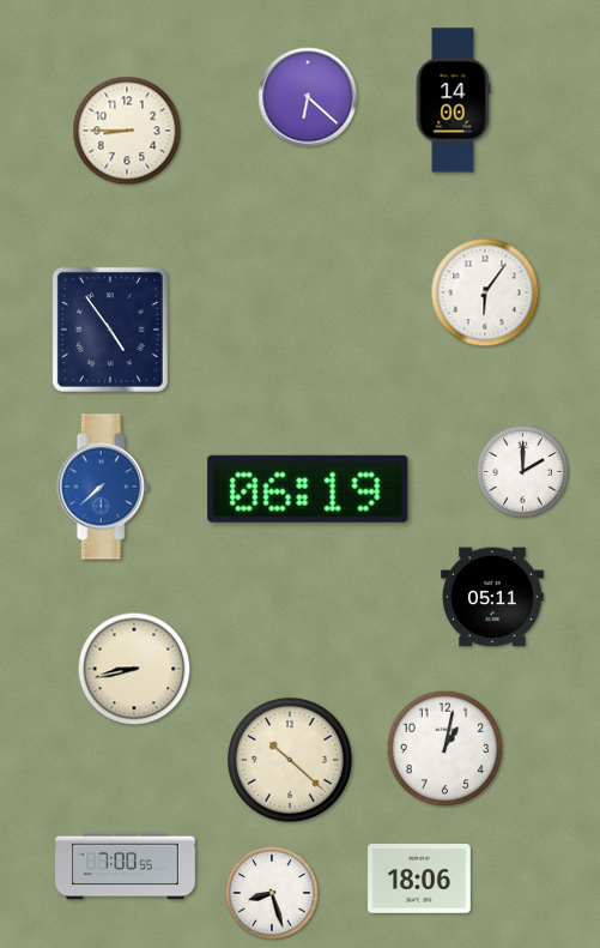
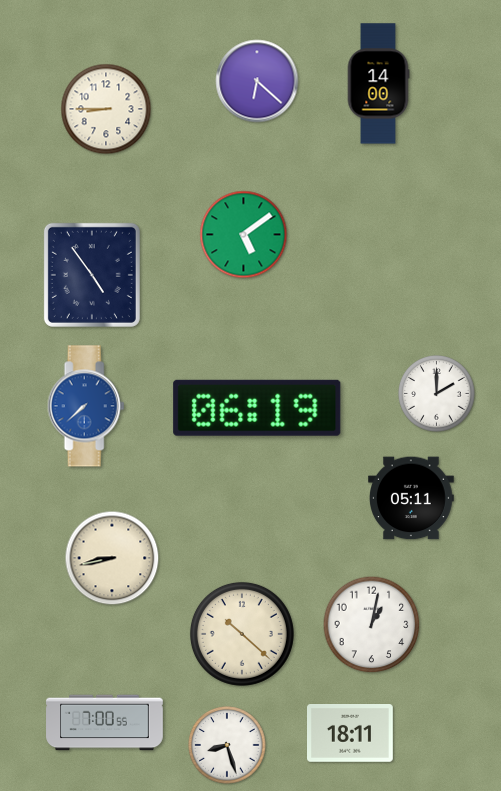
clock at (244, 235): none -> 5:09
clock at (485, 292): 6:06 -> none
clock at (420, 880): 18:06 -> 18:11
